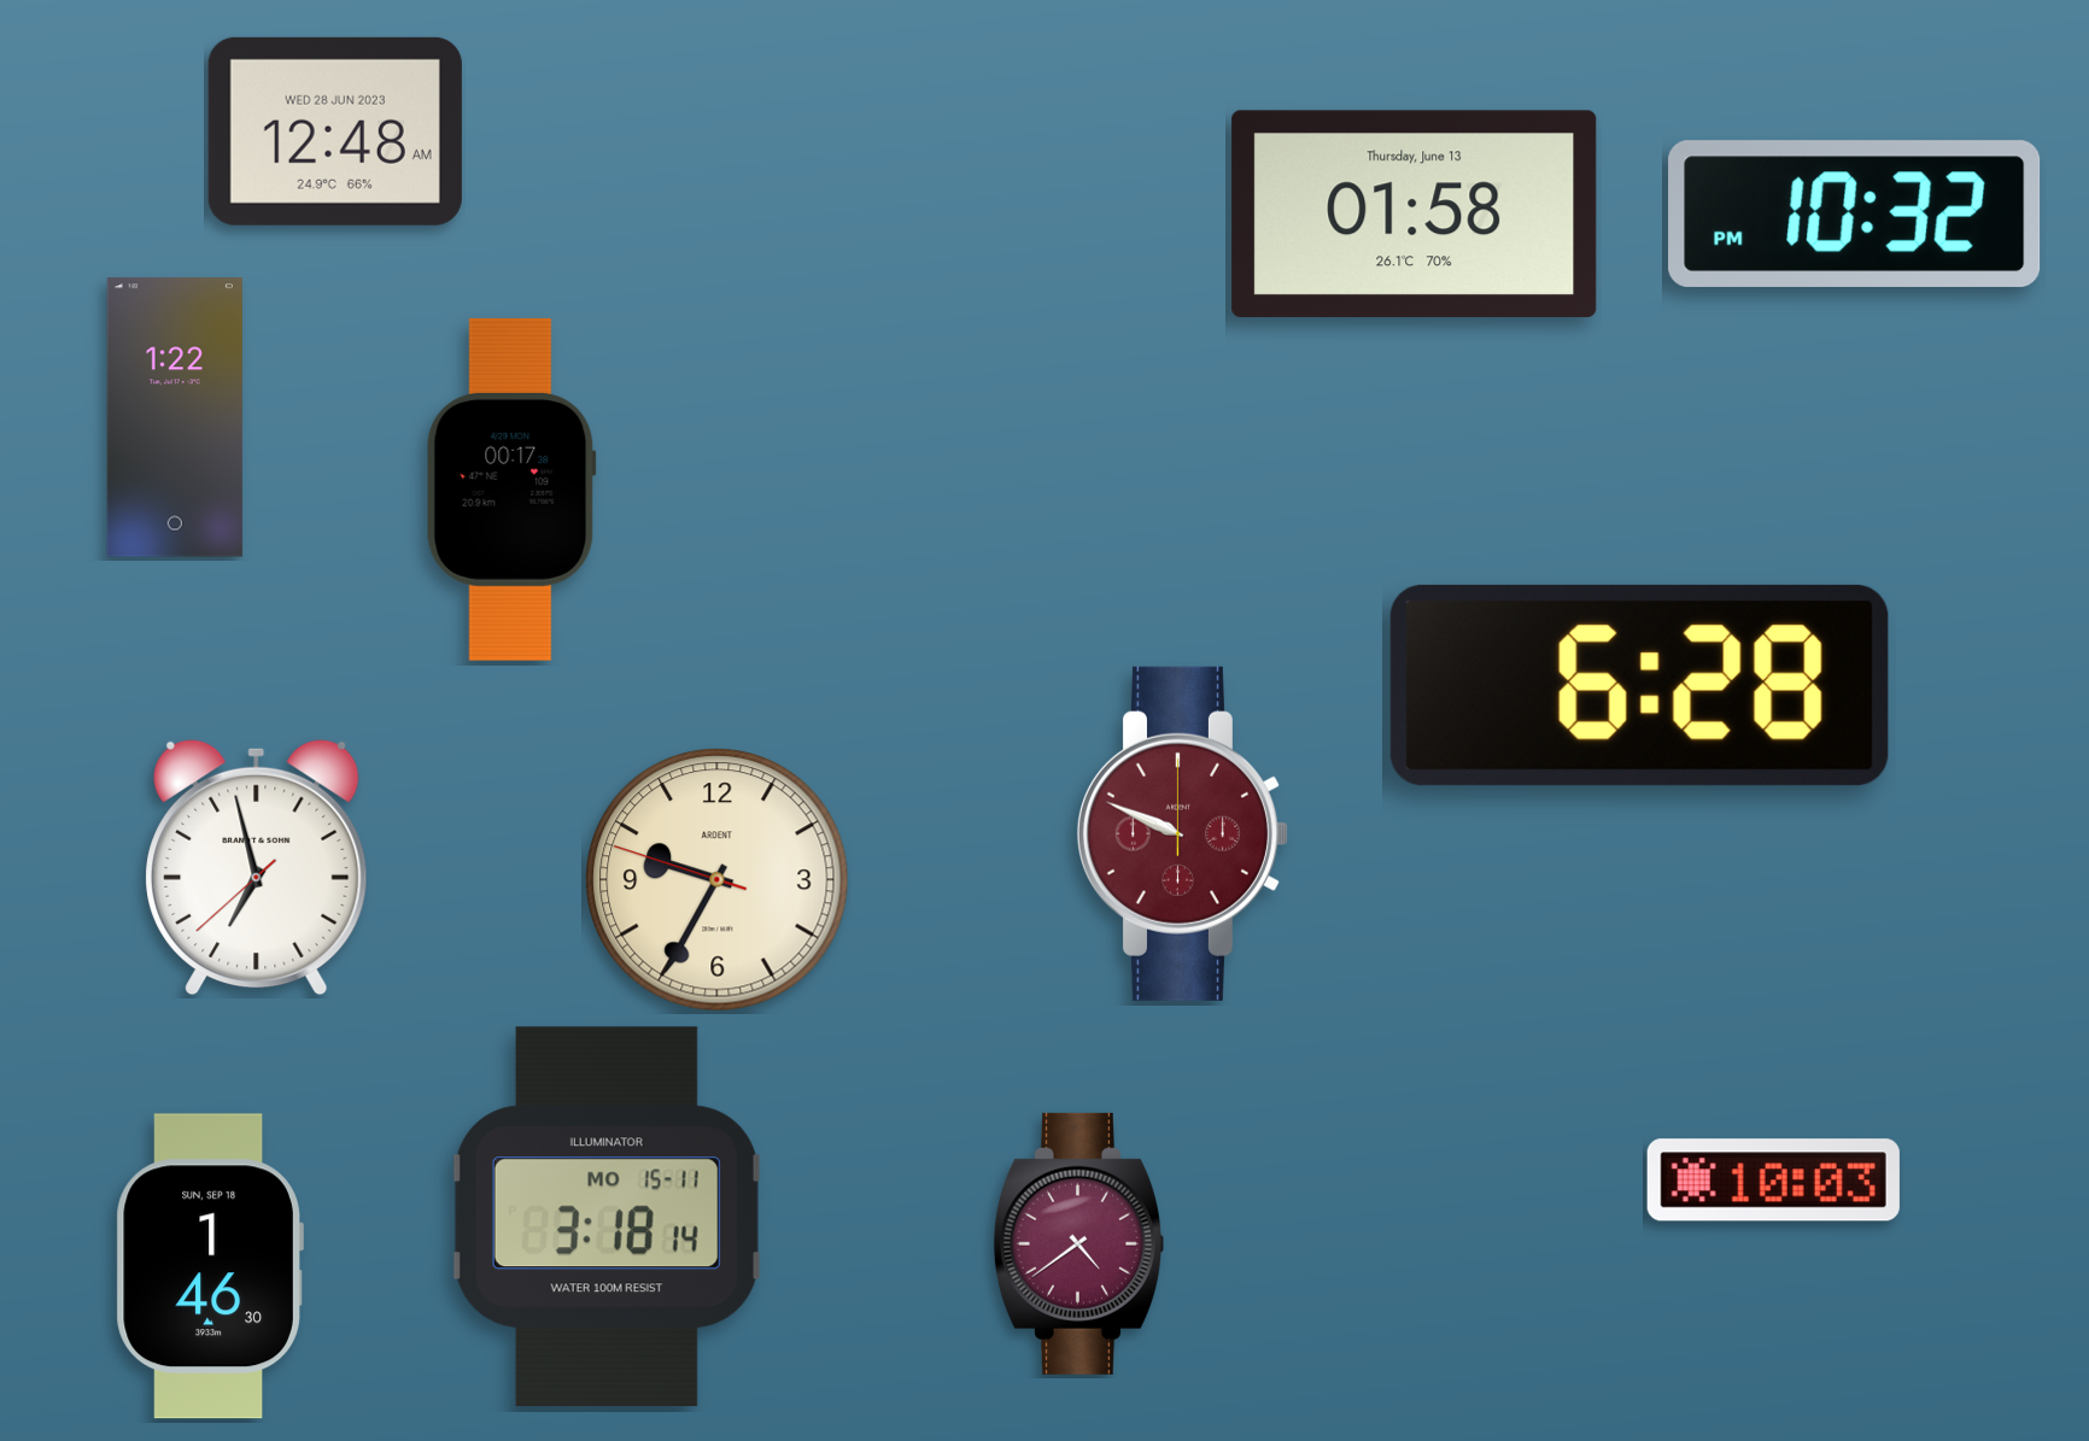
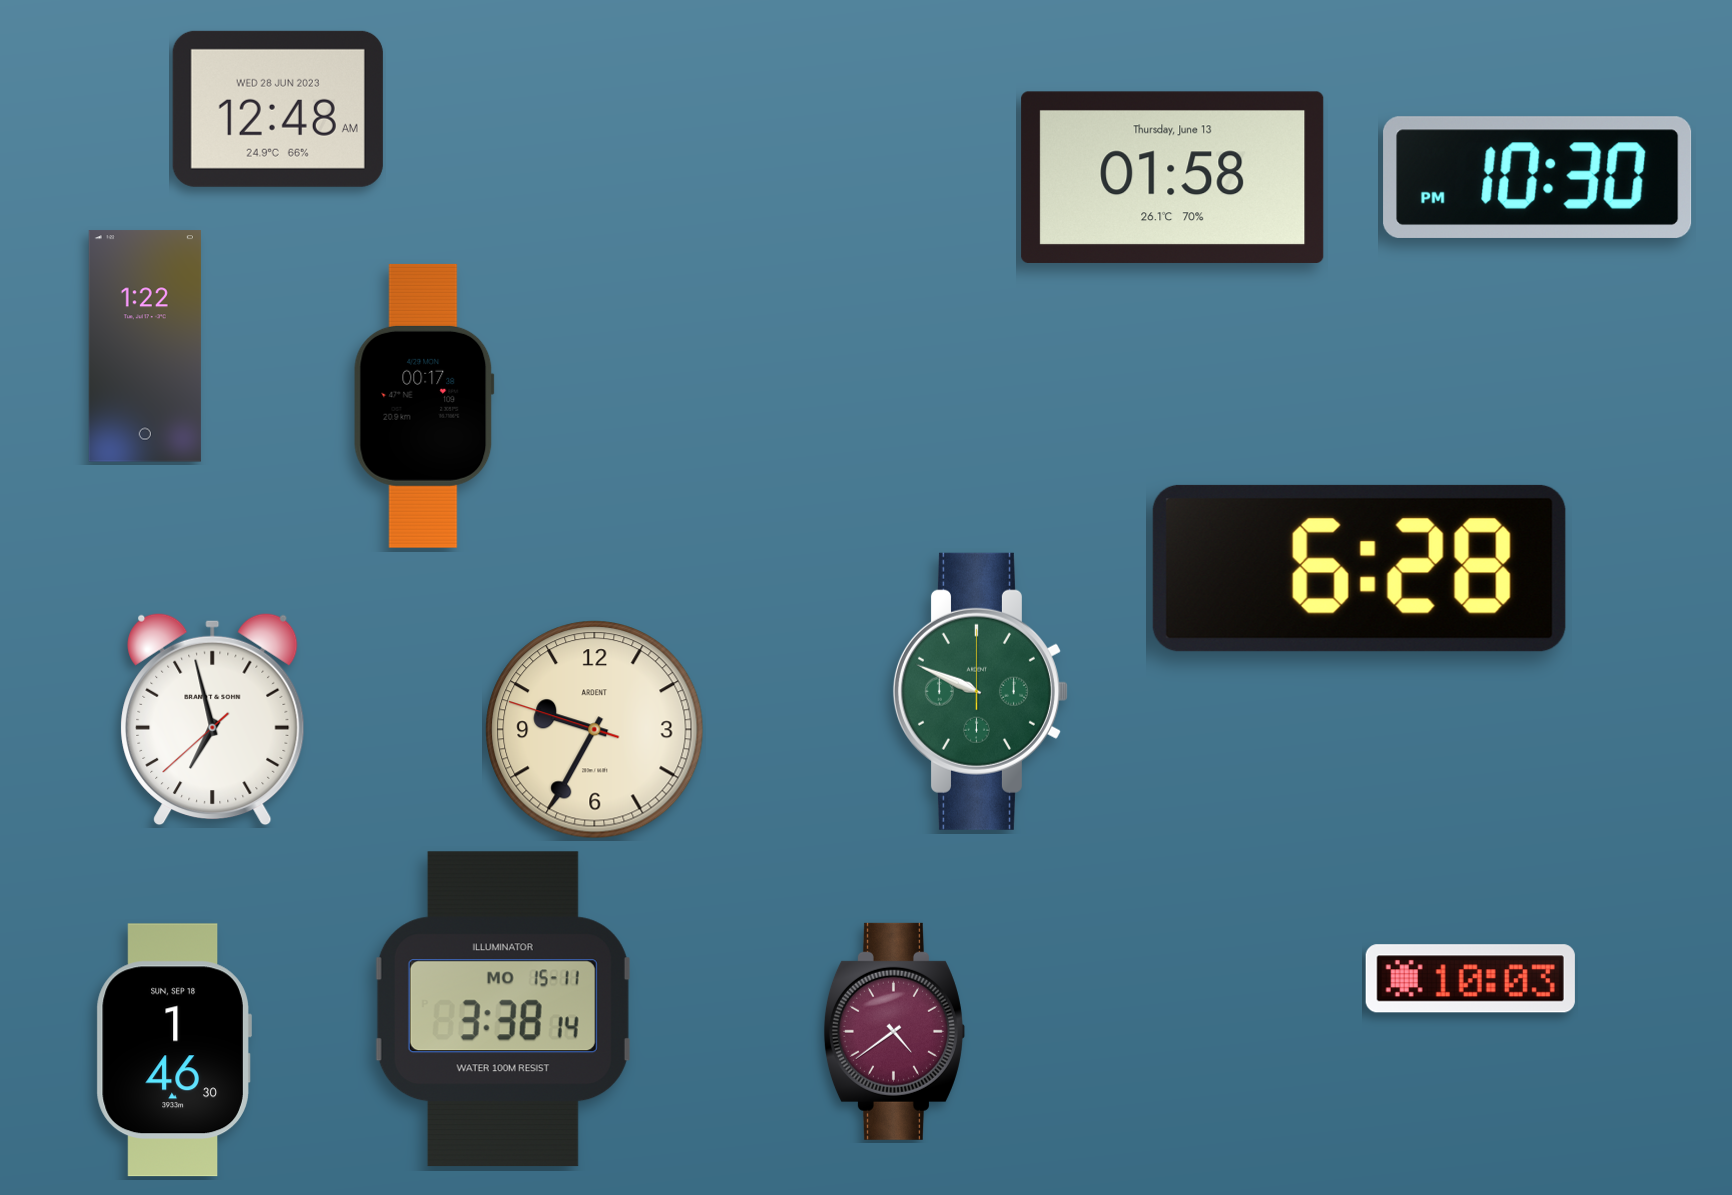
clock at (1855, 213): 10:32 -> 10:30
clock at (1182, 833) dial: burgundy -> green
clock at (607, 1217): 3:18 -> 3:38
